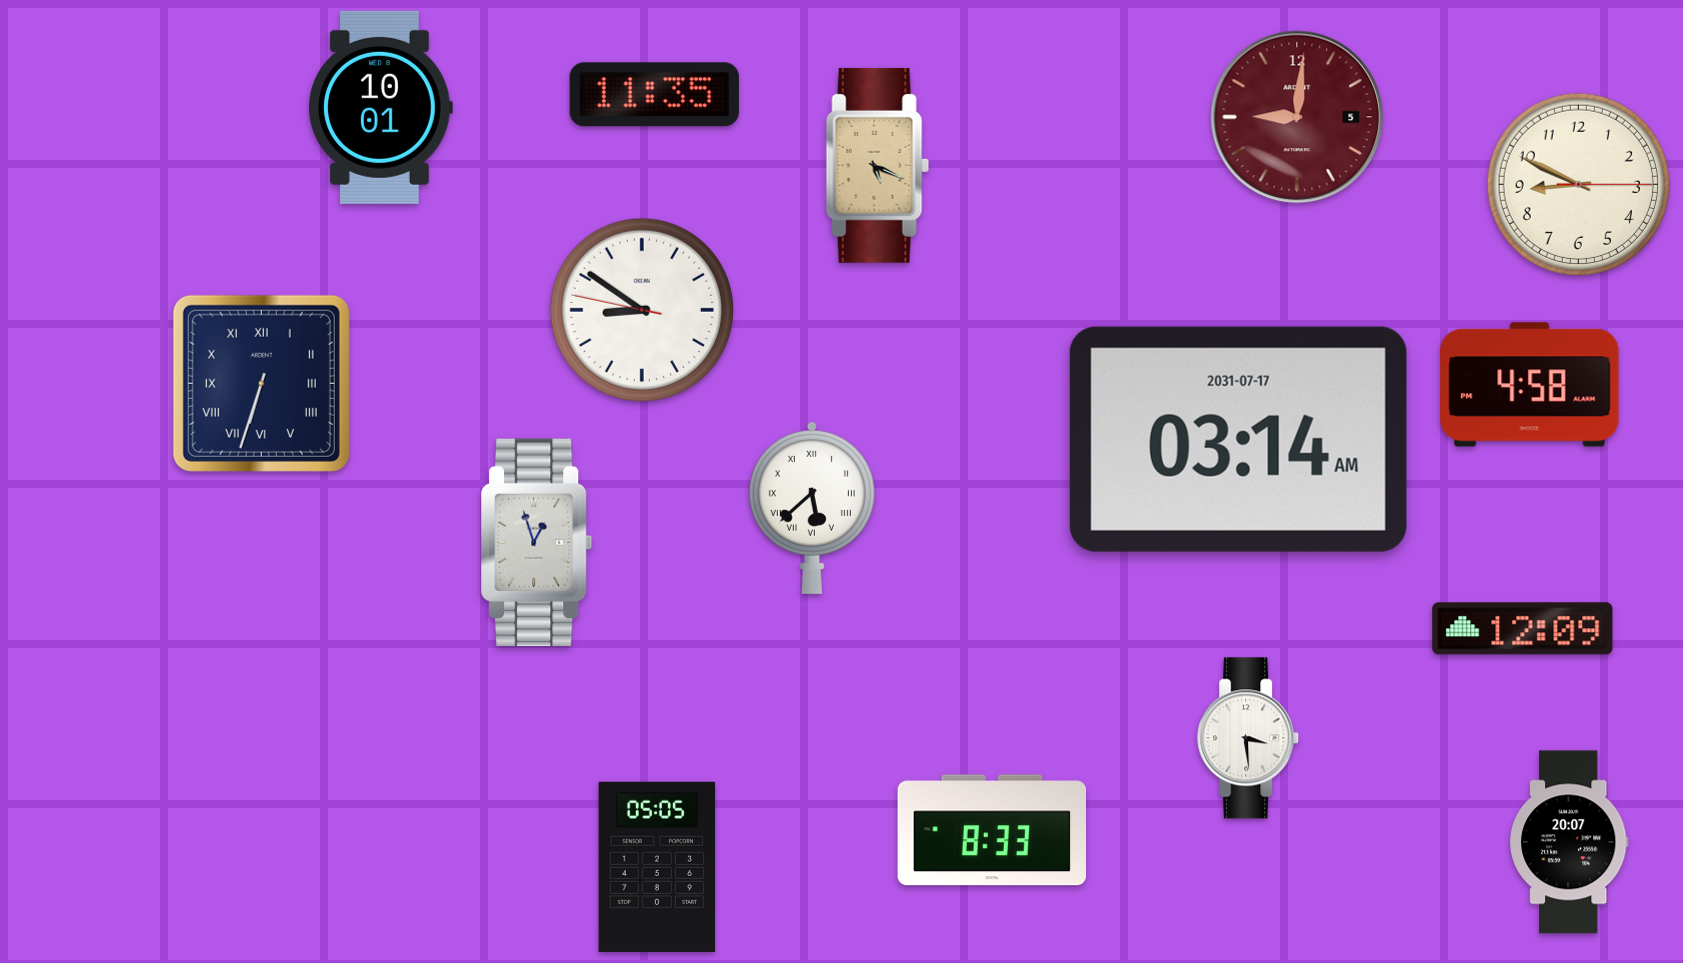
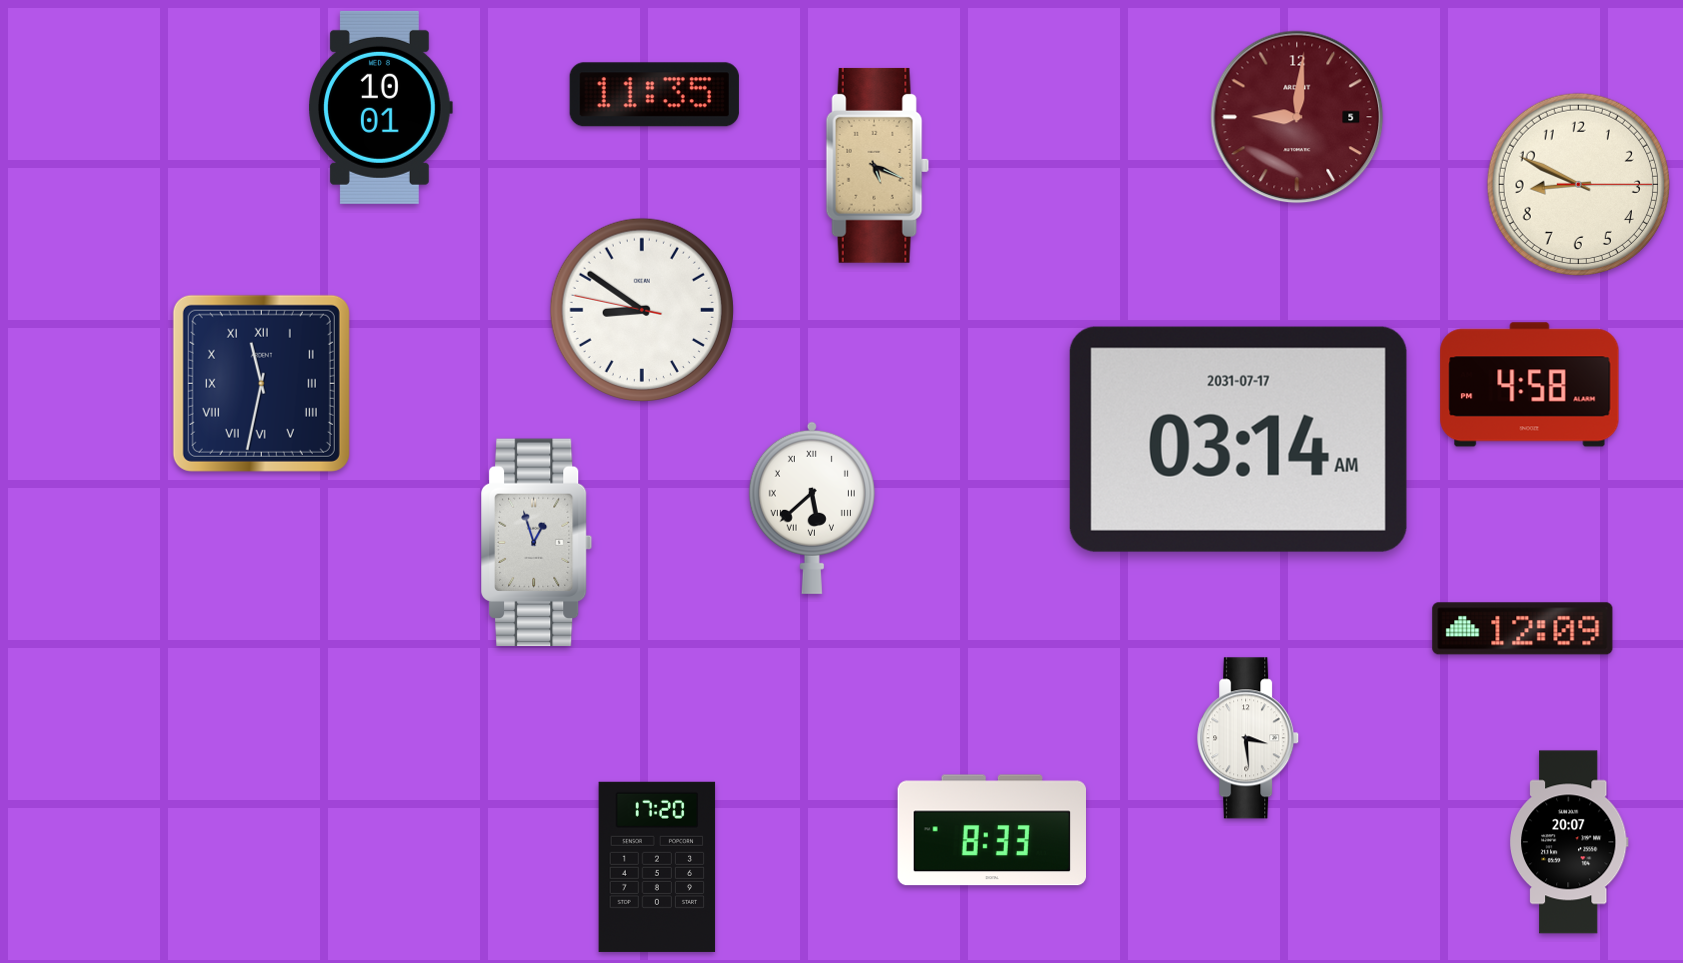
clock at (261, 383): 6:33 -> 11:32
clock at (657, 867): 05:05 -> 17:20
